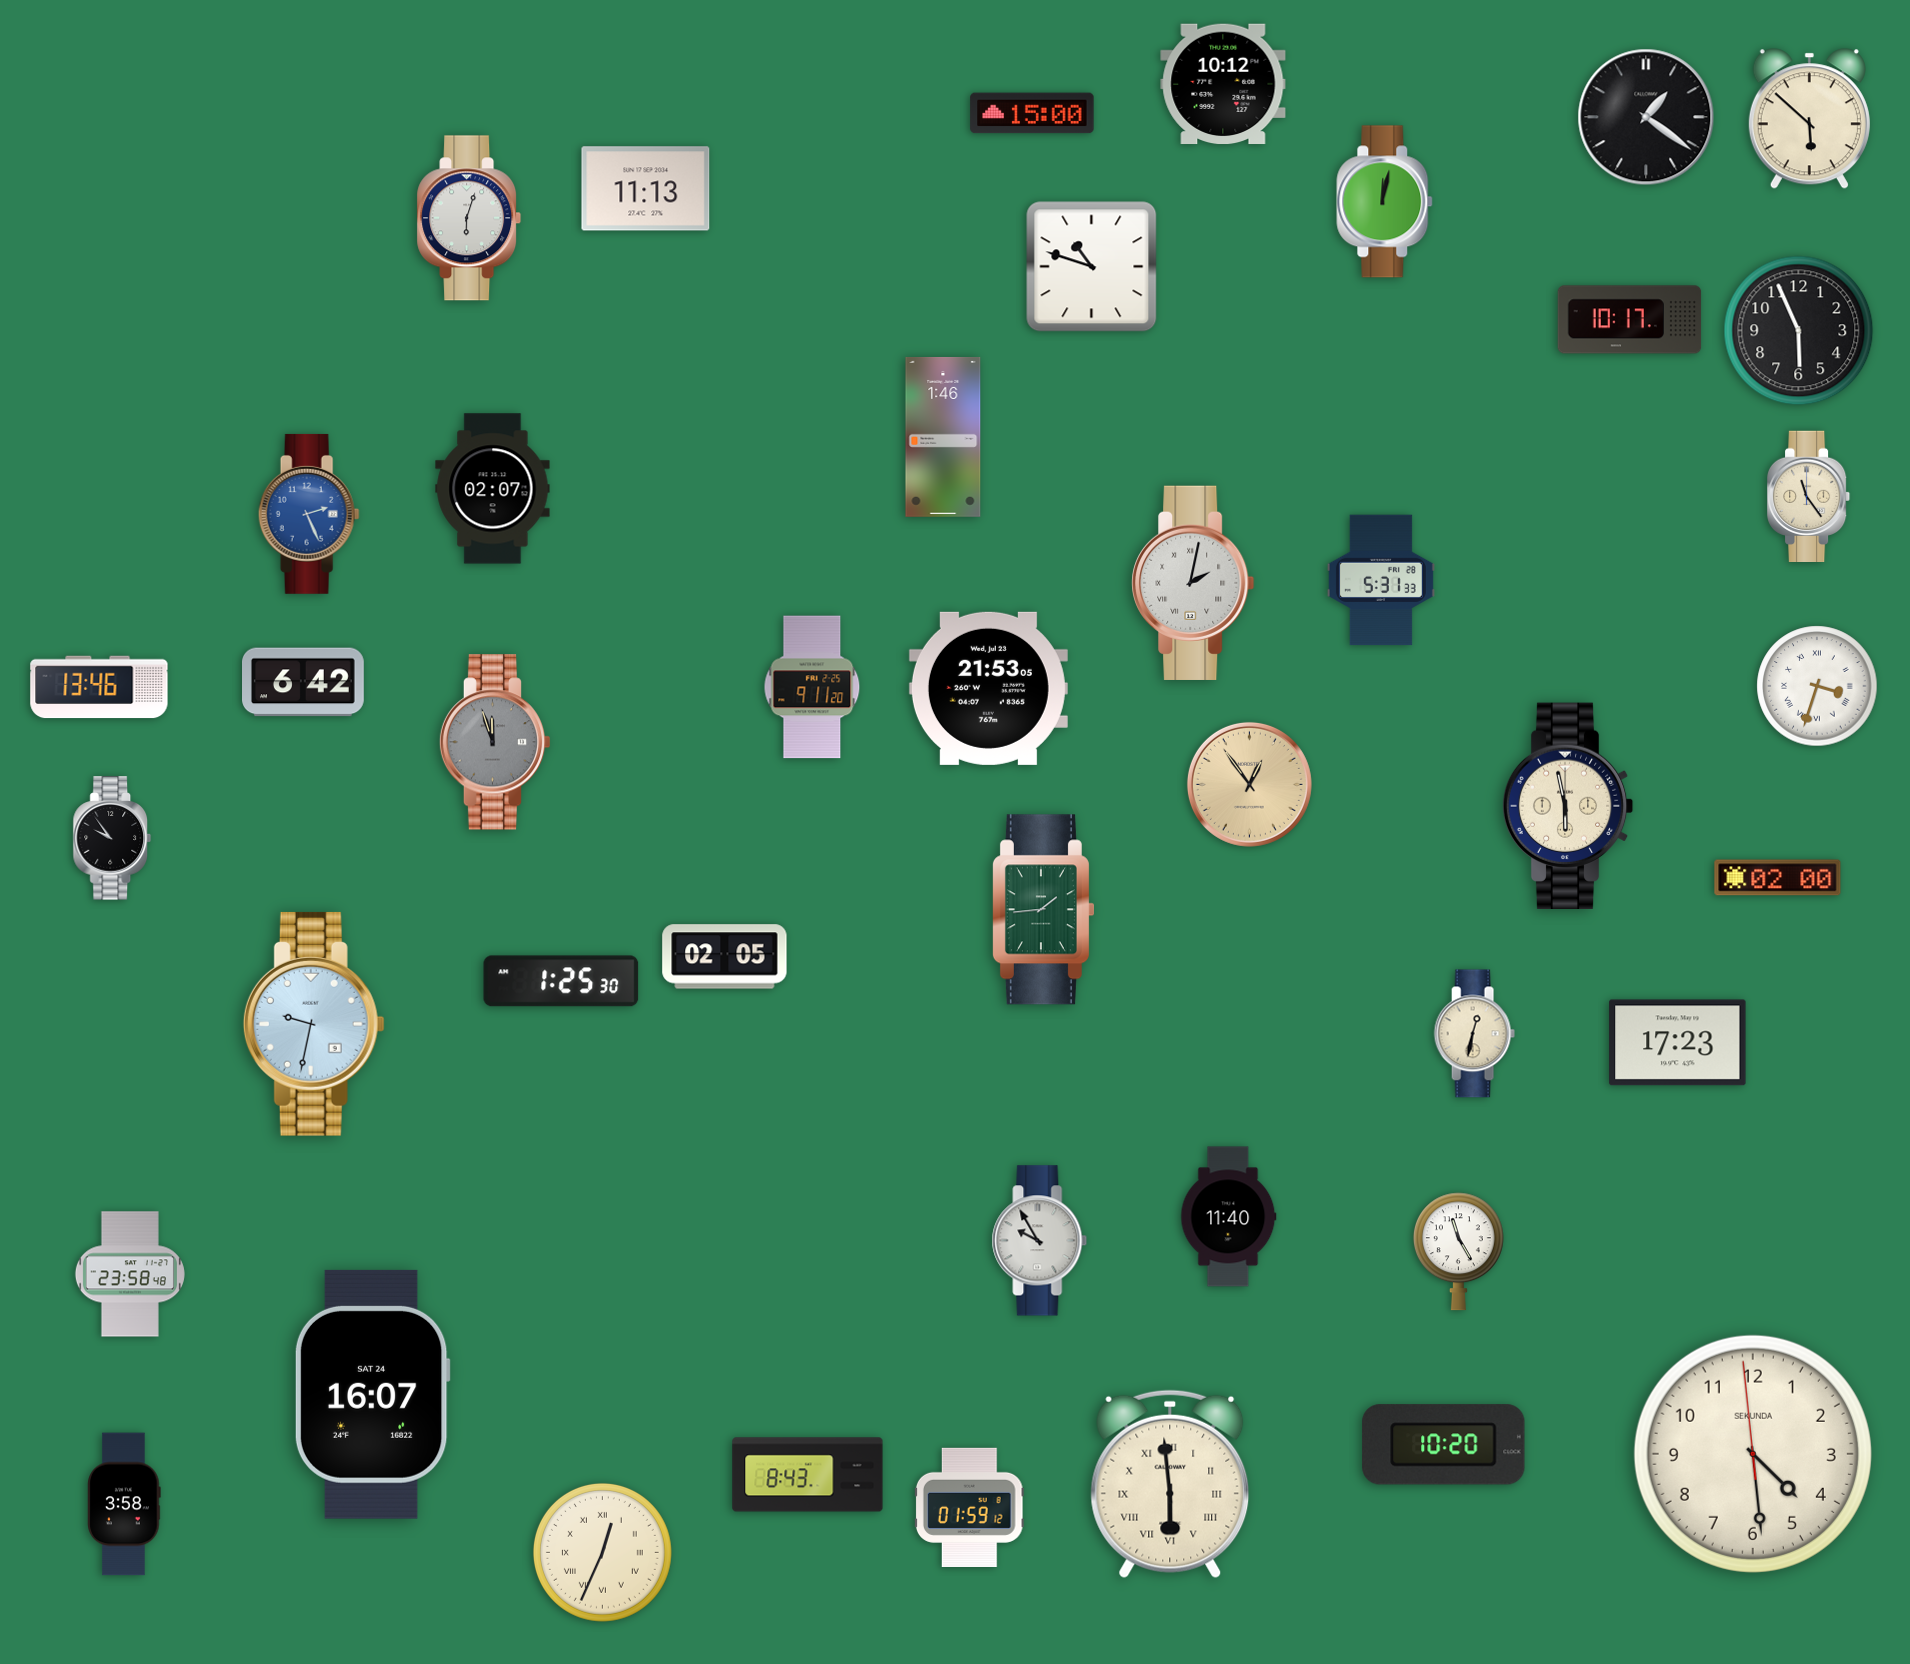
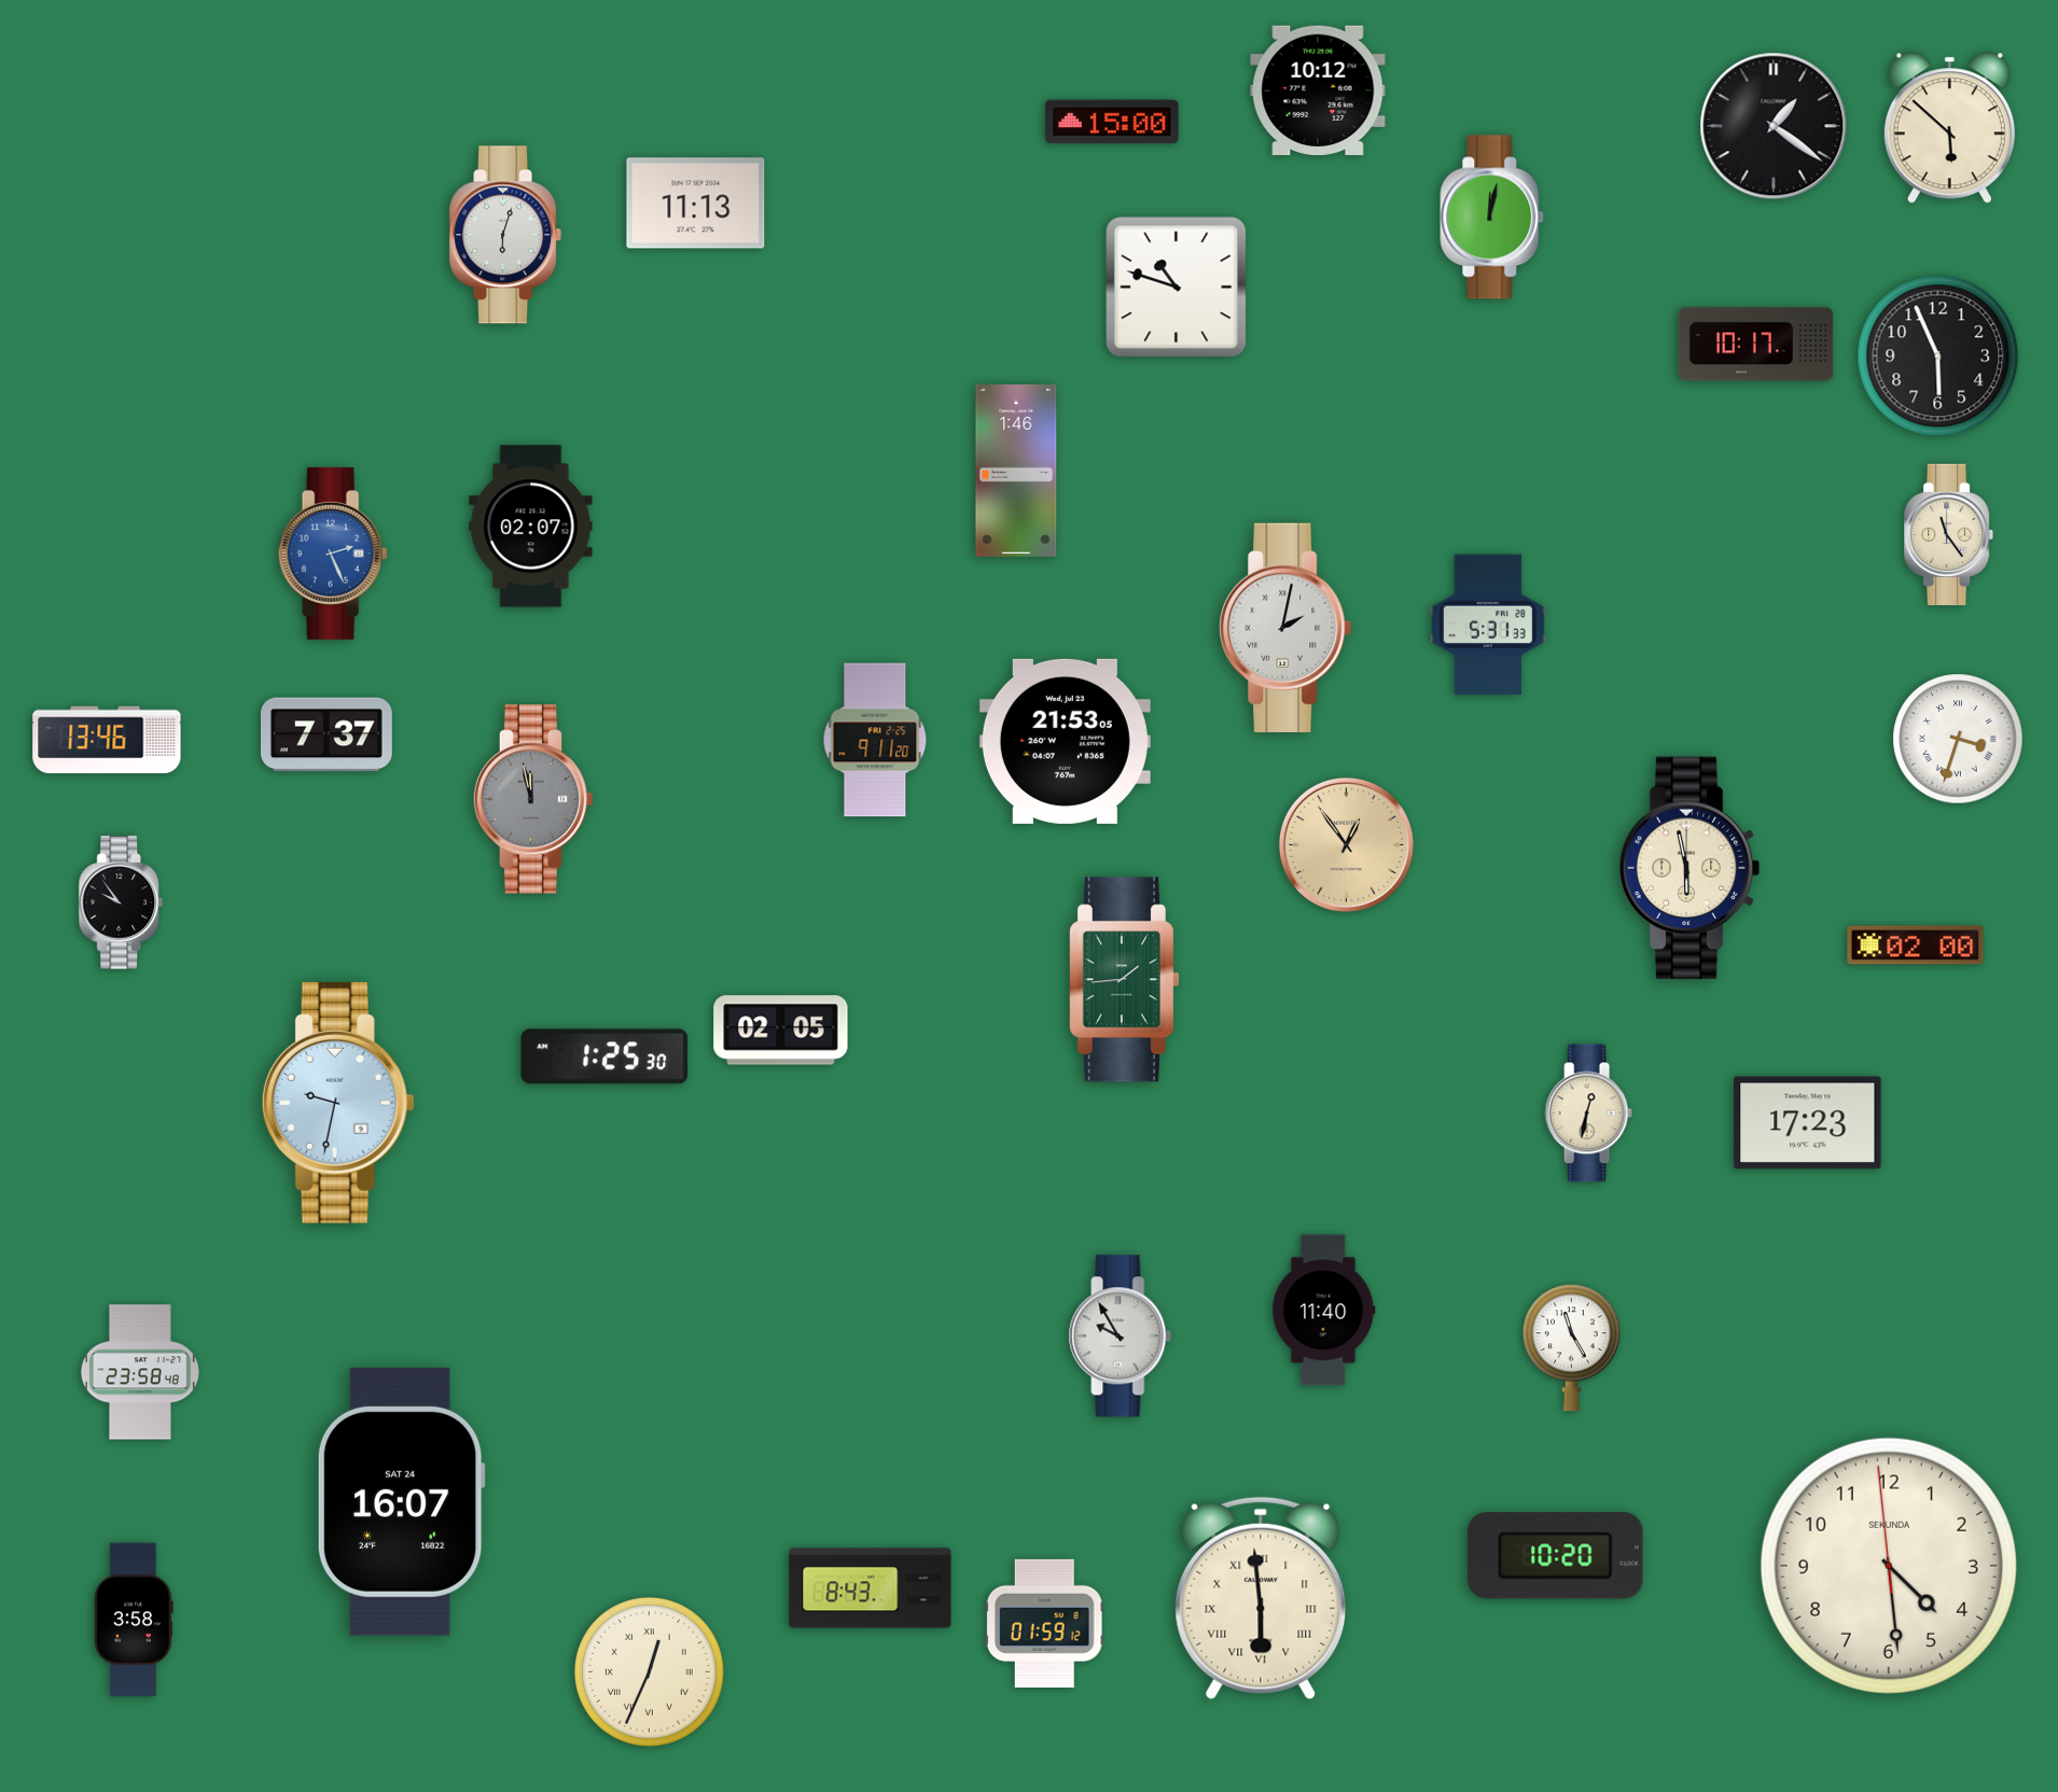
clock at (304, 682): 6:42 -> 7:37
clock at (495, 742): 11:57 -> 11:58
